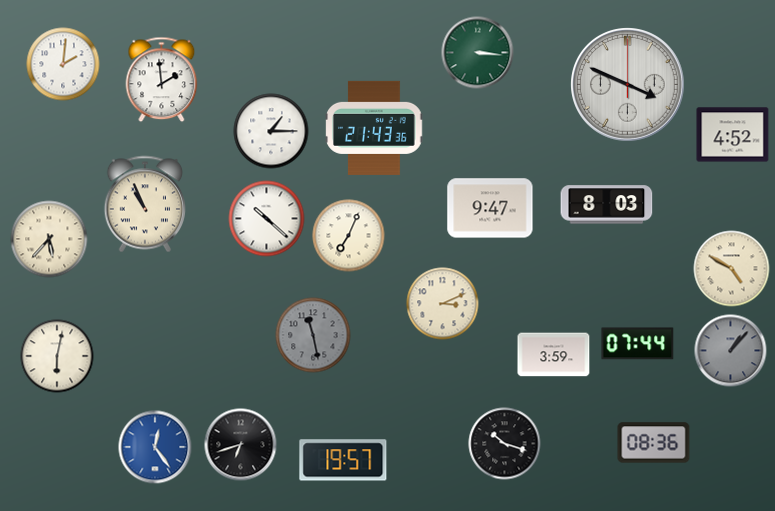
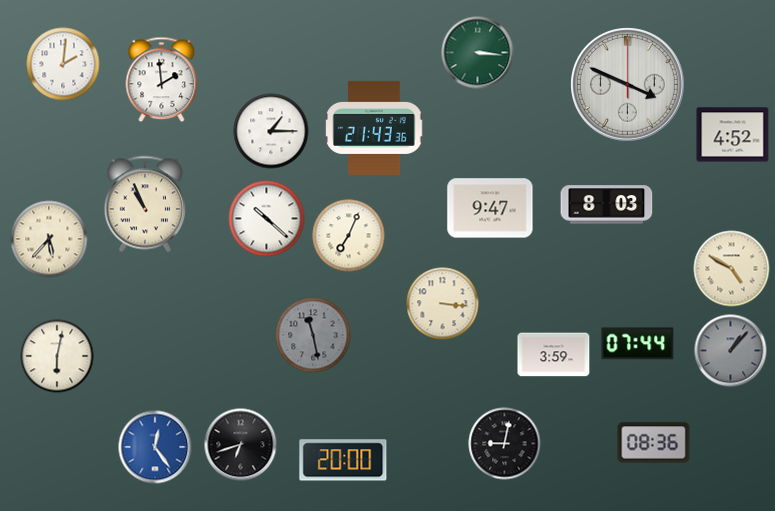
clock at (443, 304): 3:11 -> 3:16
clock at (505, 444): 10:18 -> 9:02
clock at (343, 460): 19:57 -> 20:00
